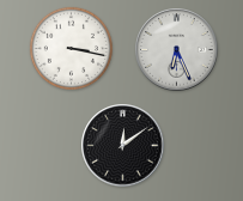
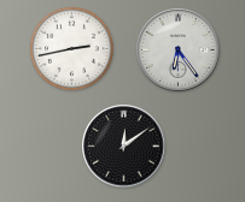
clock at (71, 48): 3:17 -> 2:43
clock at (177, 50): 6:26 -> 6:24
